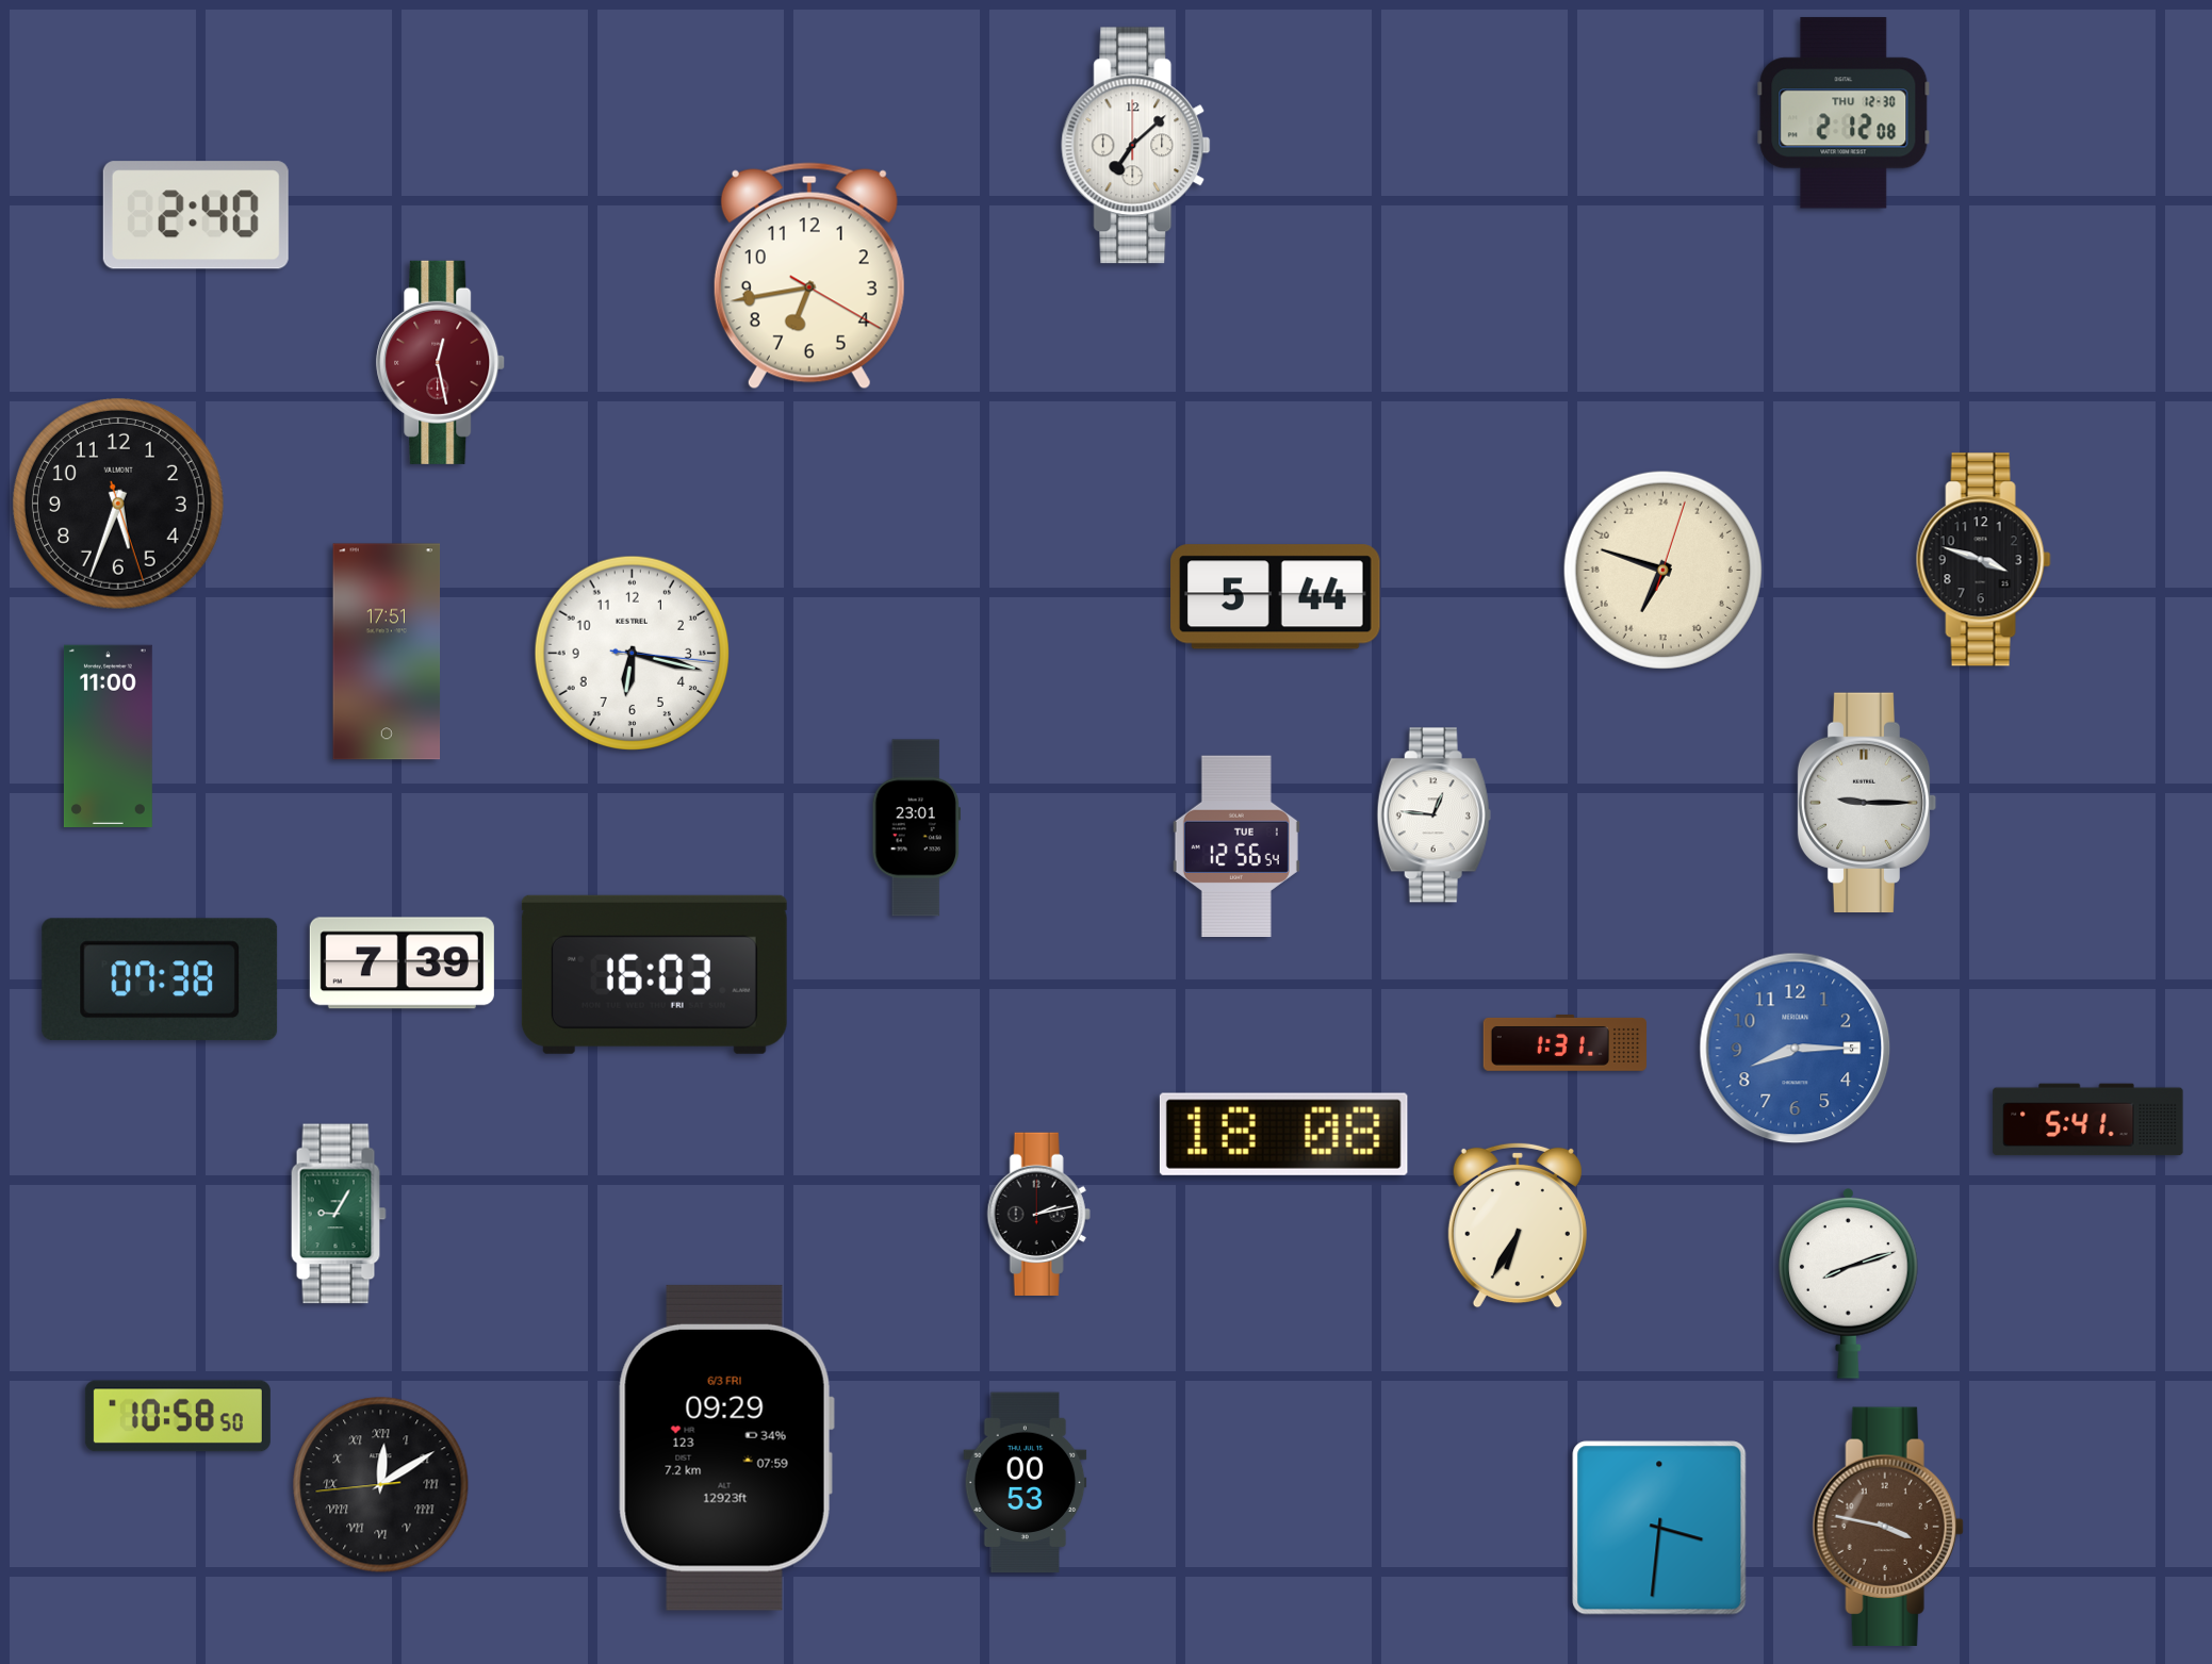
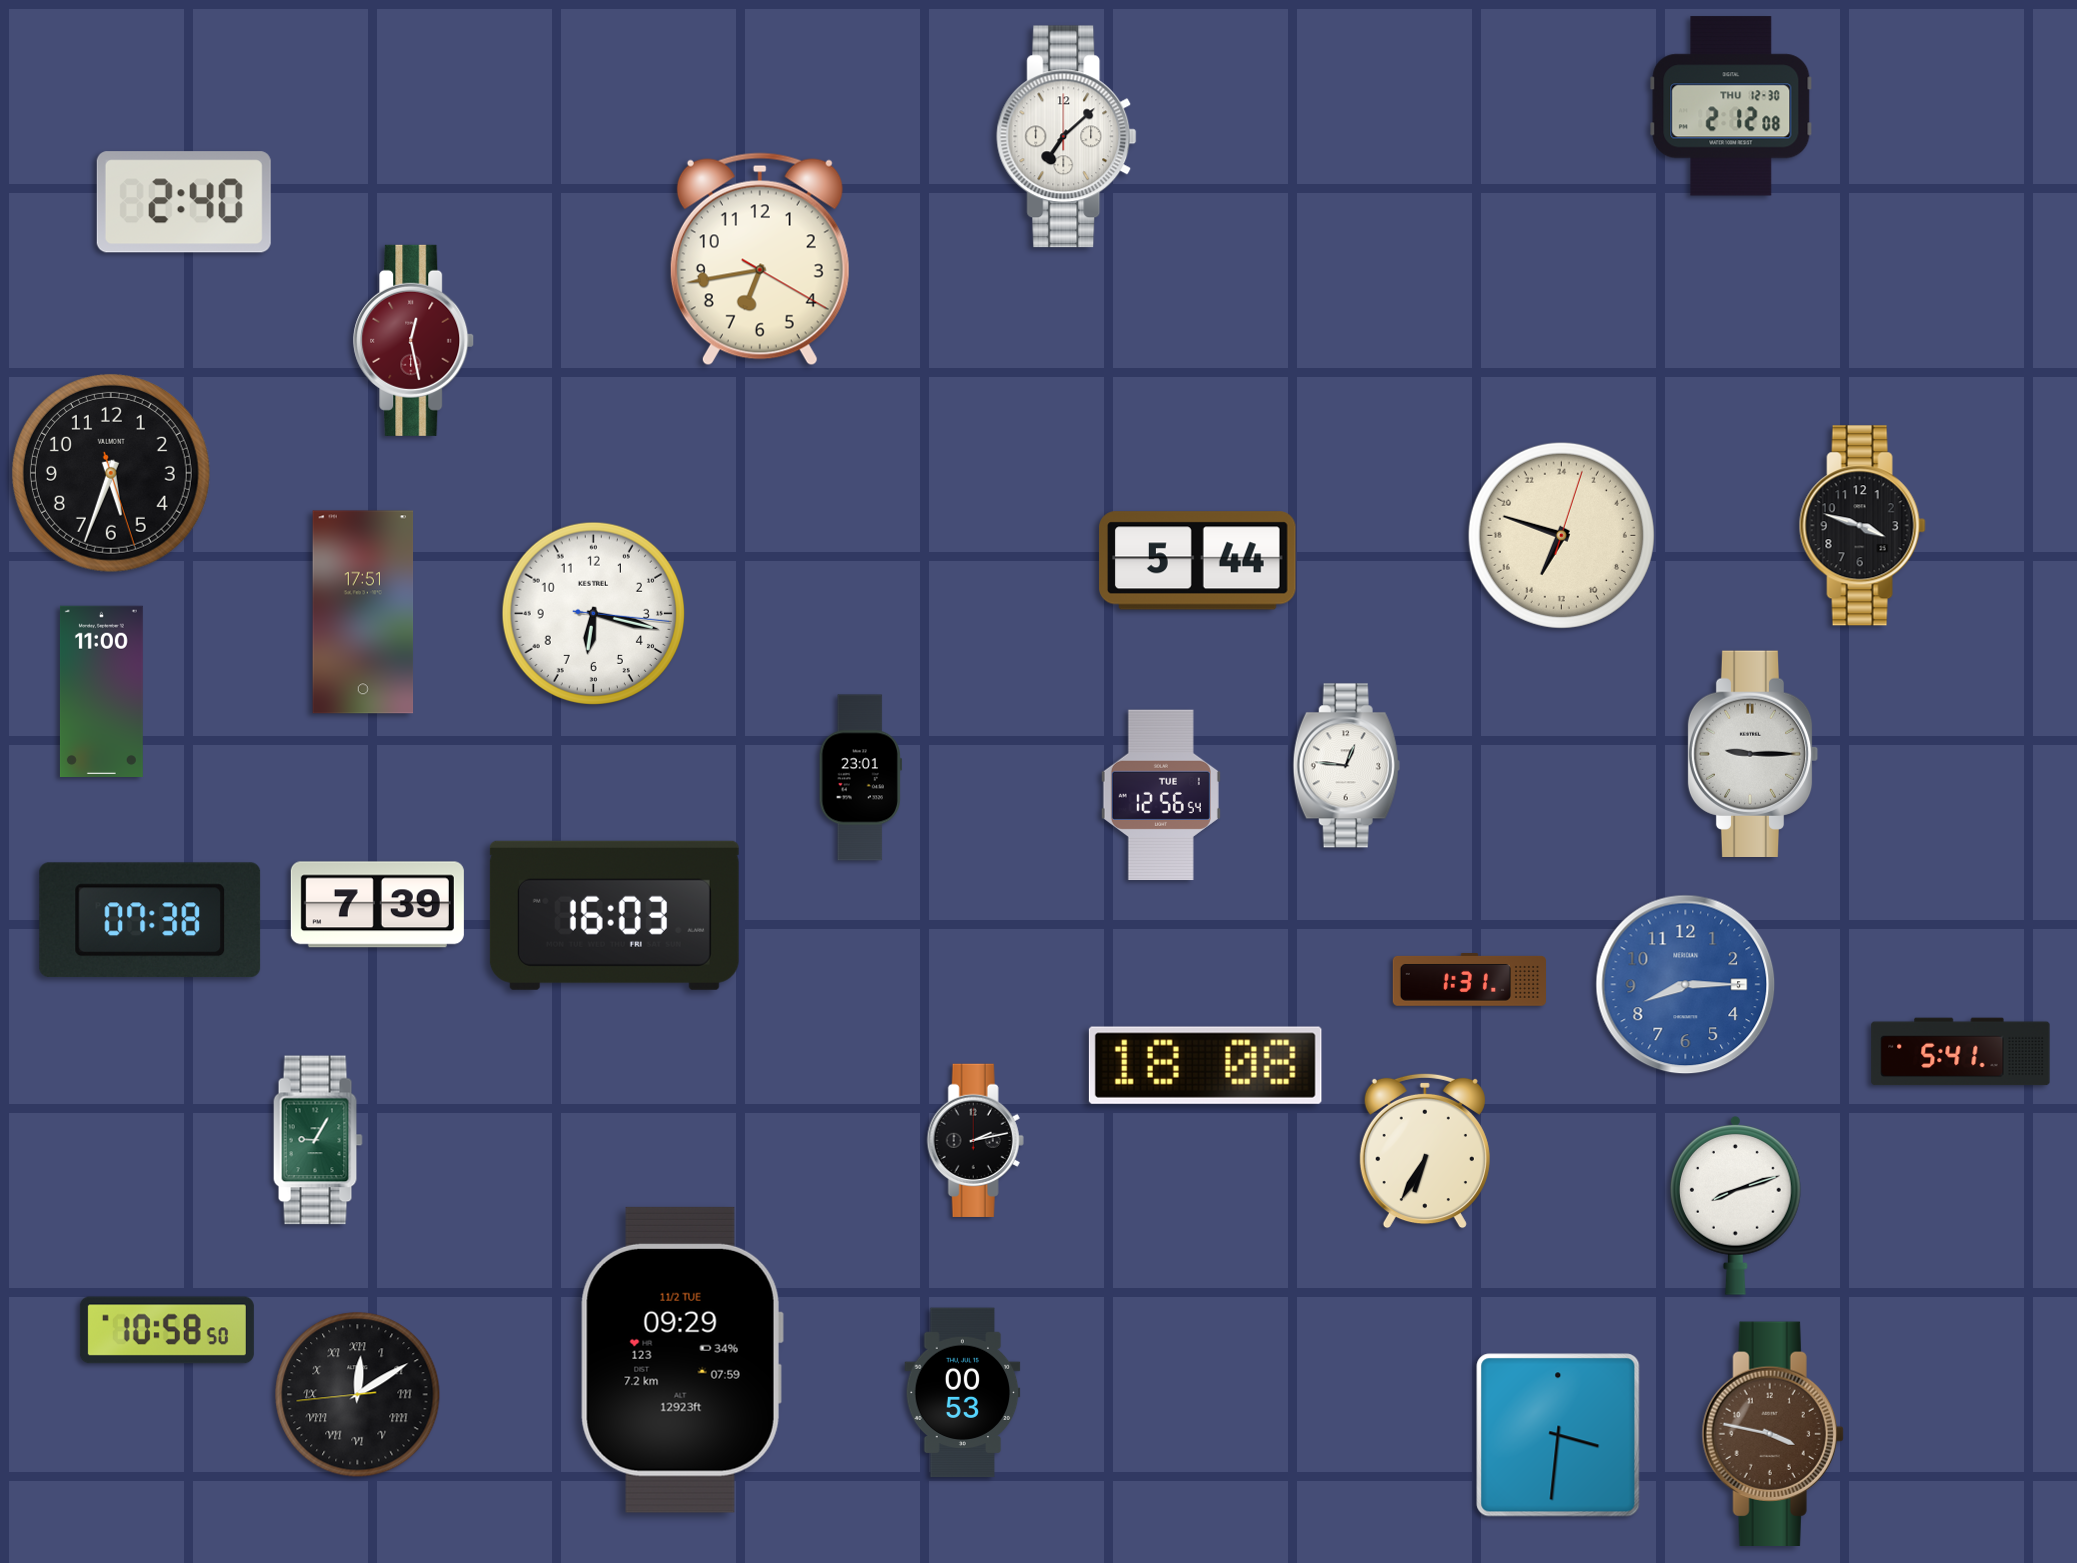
clock at (726, 1448) date: 6/3 FRI -> 11/2 TUE
